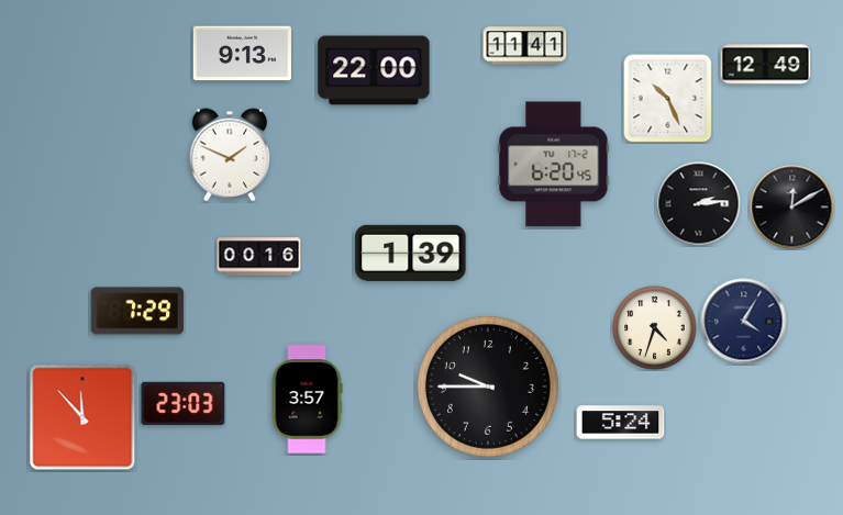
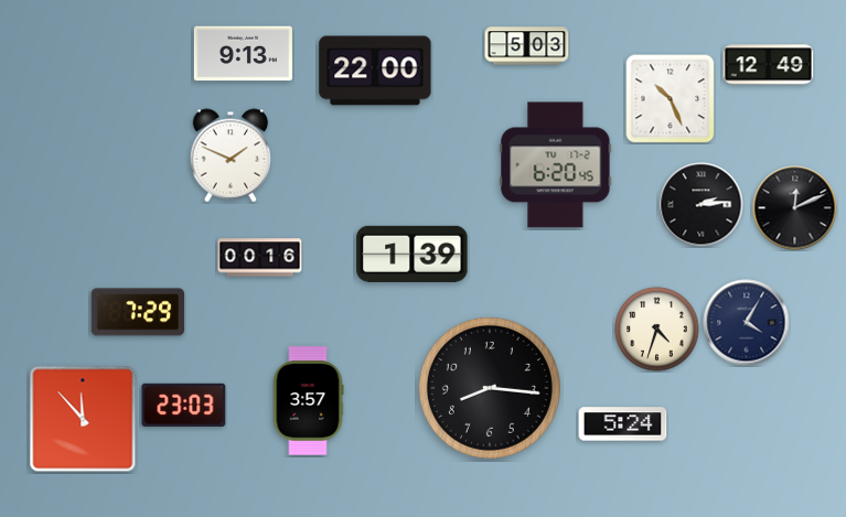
clock at (525, 46): 11:41 -> 5:03
clock at (792, 208): 12:10 -> 12:11
clock at (488, 387): 9:45 -> 8:16
